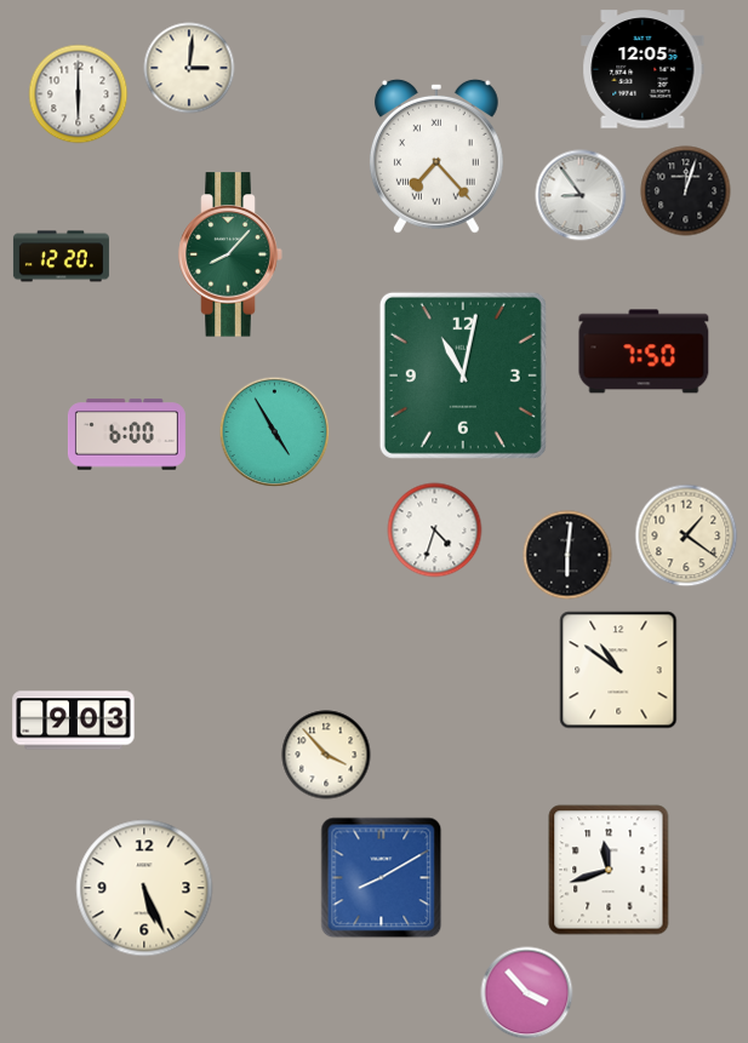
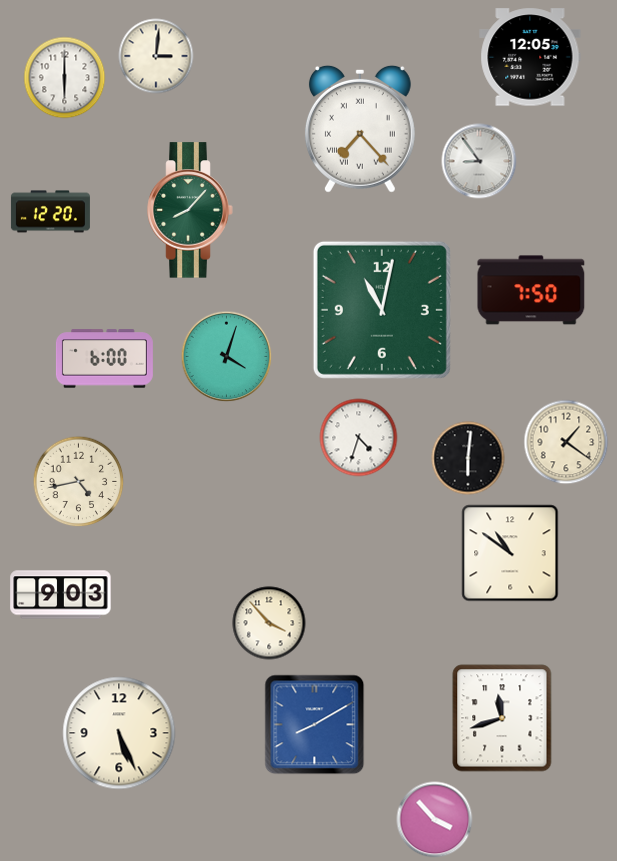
clock at (686, 191): 12:03 -> none
clock at (275, 432): 4:55 -> 4:03
clock at (79, 482): none -> 4:43
